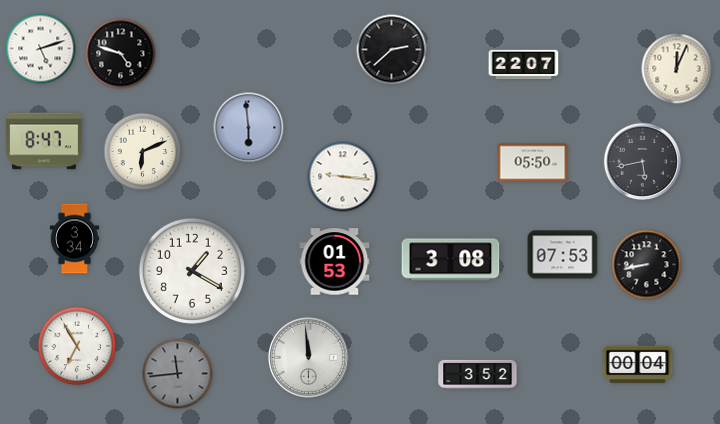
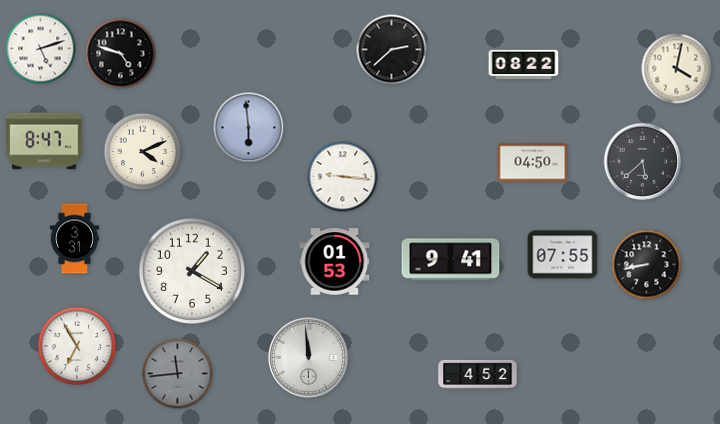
clock at (524, 65): 22:07 -> 08:22
clock at (677, 69): 12:04 -> 4:02
clock at (143, 152): 6:11 -> 4:11
clock at (642, 161): 5:43 -> 5:38
clock at (533, 163): 05:50 -> 04:50
clock at (74, 239): 3:34 -> 3:31
clock at (563, 255): 07:53 -> 07:55
clock at (451, 260): 3:08 -> 9:41
clock at (638, 365): 00:04 -> none
clock at (478, 374): 3:52 -> 4:52
